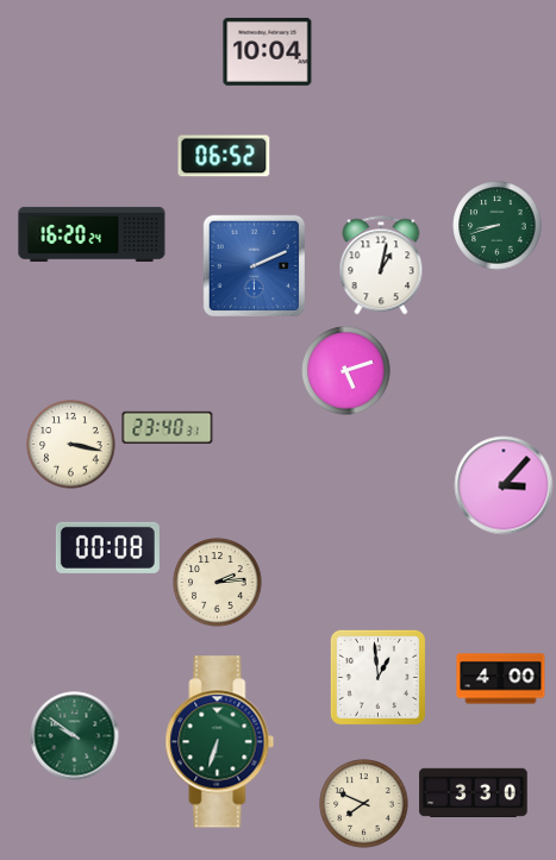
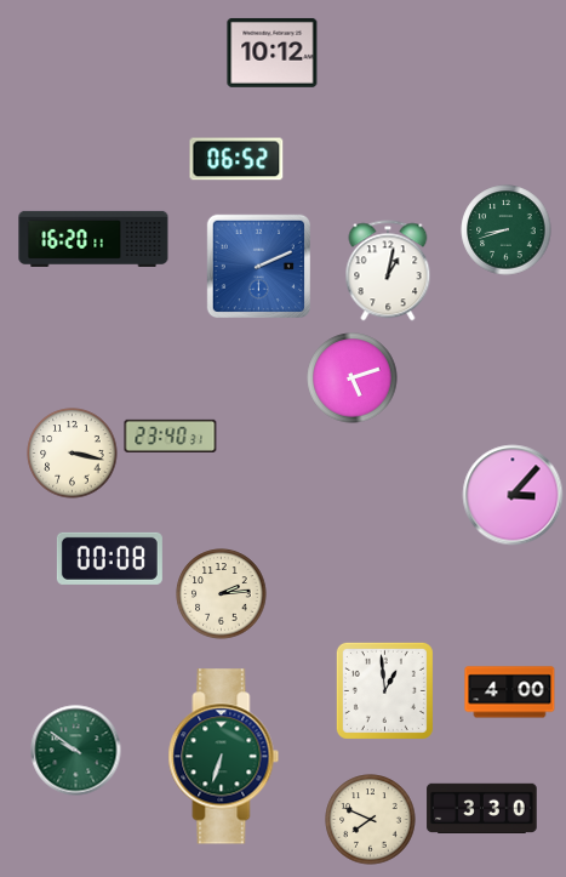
clock at (268, 51): 10:04 -> 10:12
clock at (224, 156) position: (224, 156) -> (236, 159)
clock at (92, 234): 16:20:24 -> 16:20:11
clock at (254, 265) position: (254, 265) -> (258, 266)
